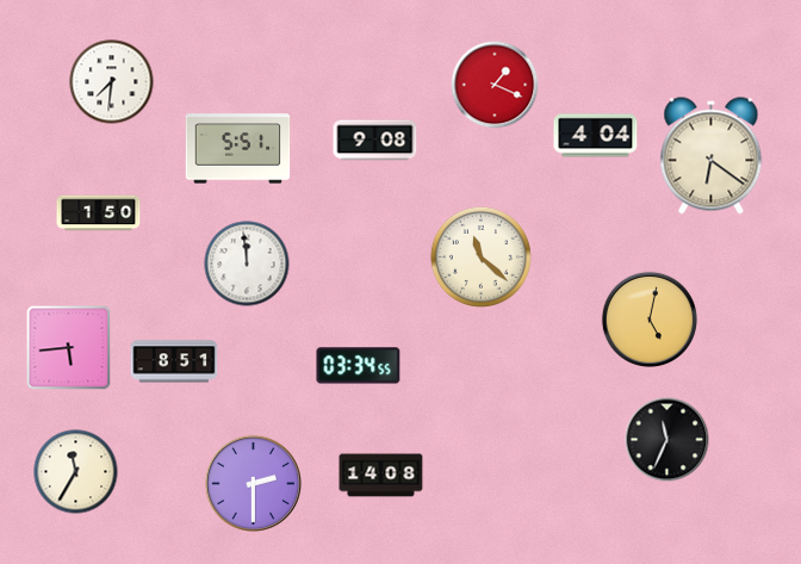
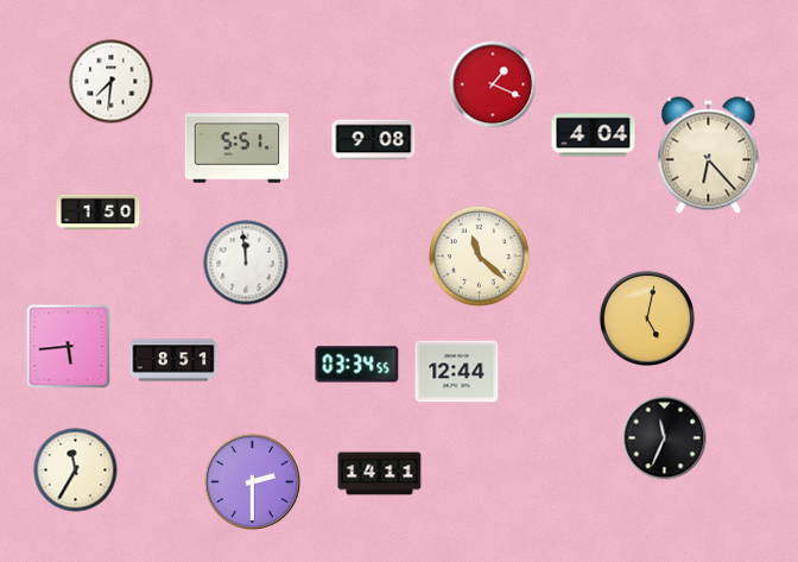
clock at (712, 156): 6:21 -> 6:23
clock at (457, 372): none -> 12:44
clock at (381, 476): 14:08 -> 14:11
